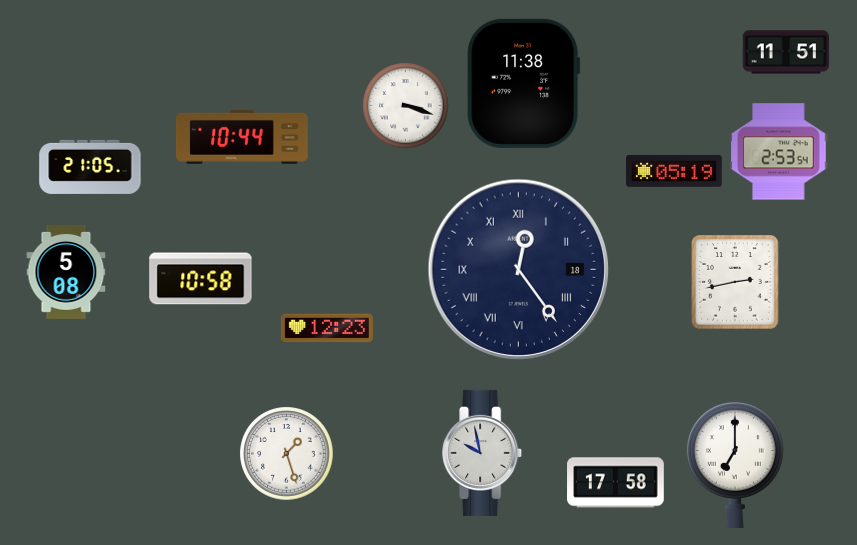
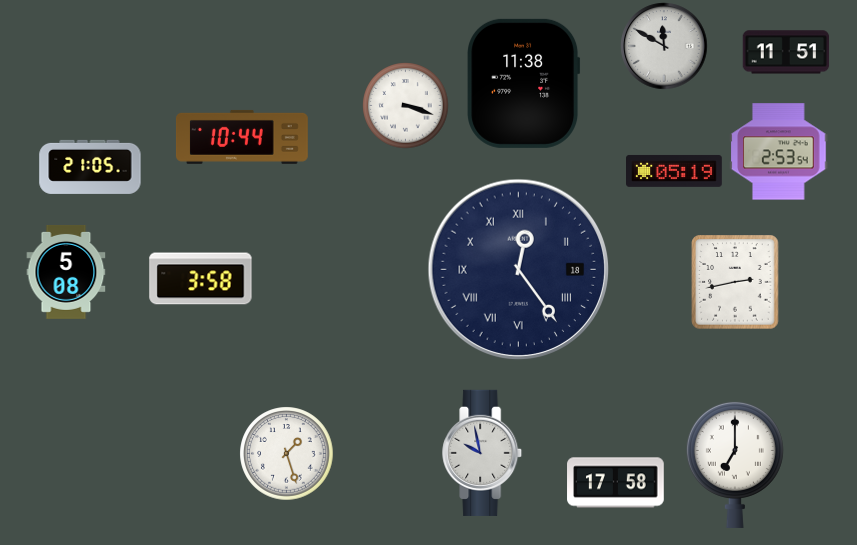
clock at (664, 46): none -> 11:50
clock at (201, 279): 10:58 -> 3:58
clock at (327, 328): 12:23 -> none
